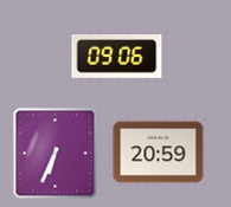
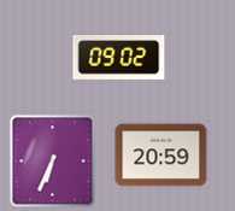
clock at (117, 57): 09:06 -> 09:02
clock at (56, 154) position: (56, 154) -> (53, 162)
